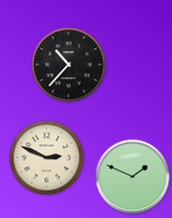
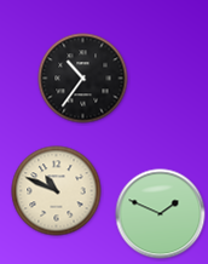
clock at (69, 65): 10:37 -> 10:36
clock at (47, 158): 2:49 -> 10:49
